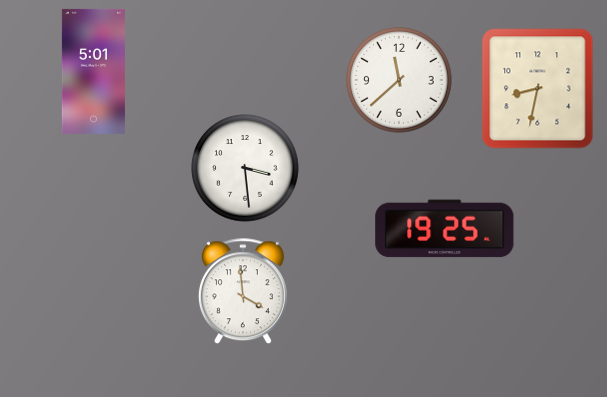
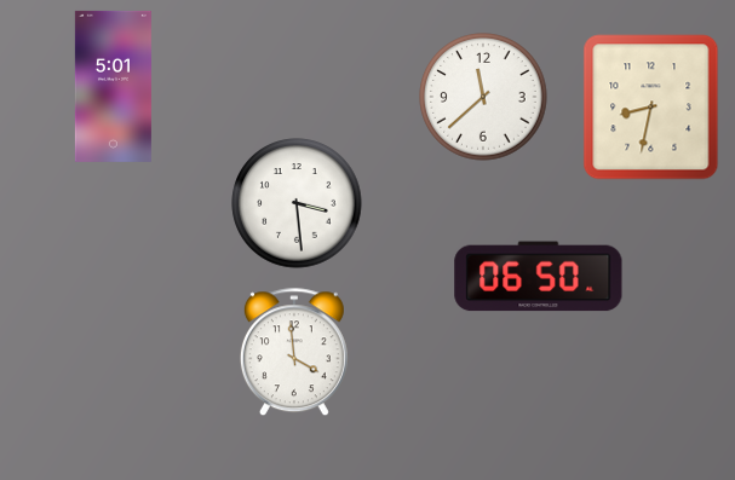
clock at (445, 229): 19:25 -> 06:50
